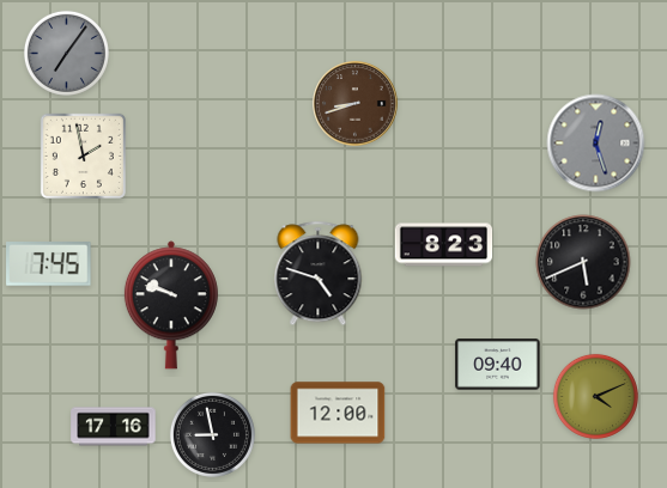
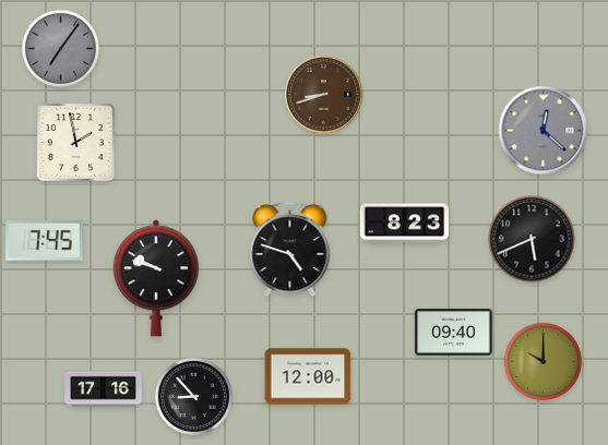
clock at (596, 144): 12:27 -> 12:22
clock at (595, 396): 4:11 -> 10:00
clock at (212, 434): 8:58 -> 8:53
